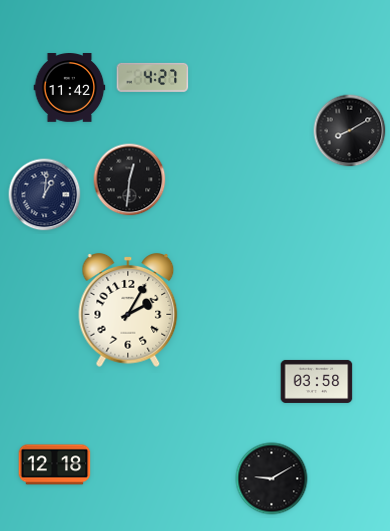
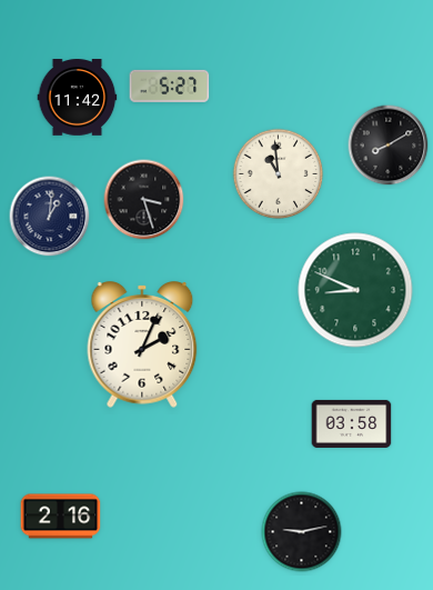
clock at (153, 77): 4:27 -> 5:27
clock at (279, 174): none -> 10:59
clock at (130, 180): 12:31 -> 3:27
clock at (355, 290): none -> 8:49
clock at (128, 310): 2:05 -> 2:04
clock at (55, 465): 12:18 -> 2:16
clock at (272, 479): 9:10 -> 9:13
